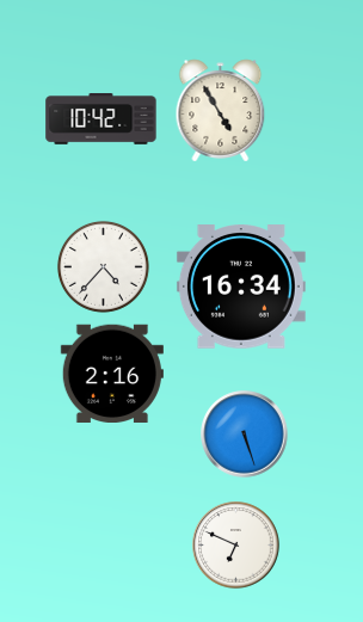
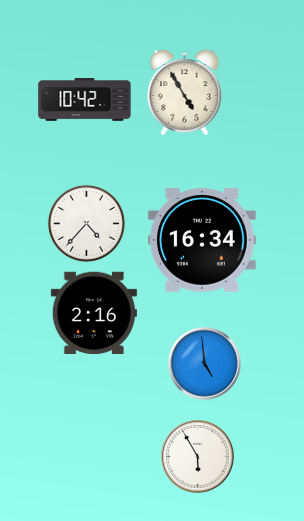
clock at (245, 435): 5:27 -> 4:59
clock at (236, 546): 6:49 -> 5:55
